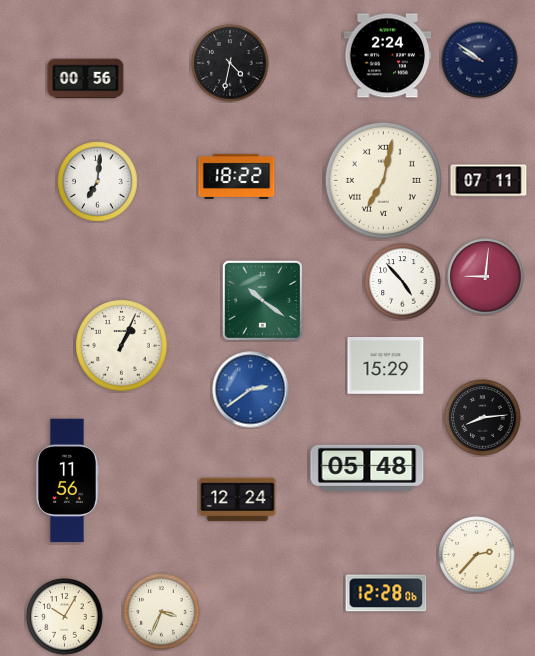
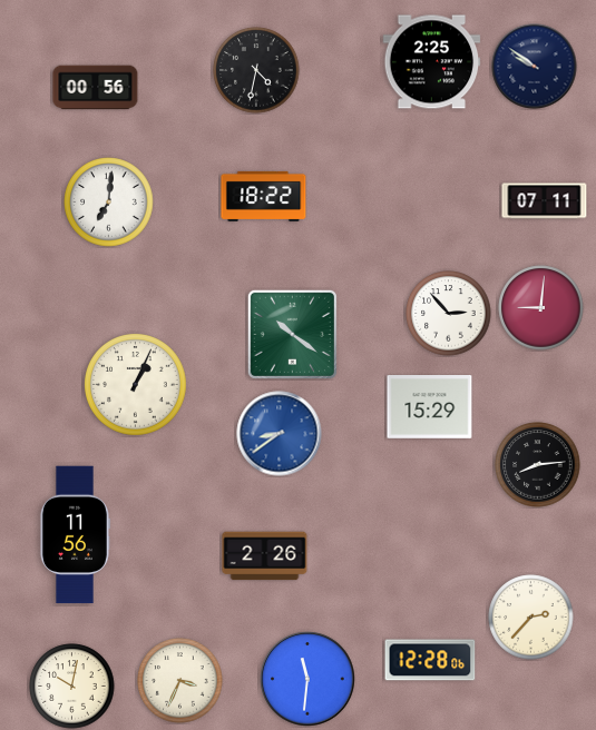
clock at (388, 56): 2:24 -> 2:25
clock at (383, 180): 7:02 -> none
clock at (403, 282): 4:53 -> 2:53
clock at (251, 390): 2:39 -> 8:39
clock at (367, 468): 05:48 -> none
clock at (238, 500): 12:24 -> 2:26
clock at (307, 679): none -> 11:31
clock at (65, 617): 10:05 -> 10:02
